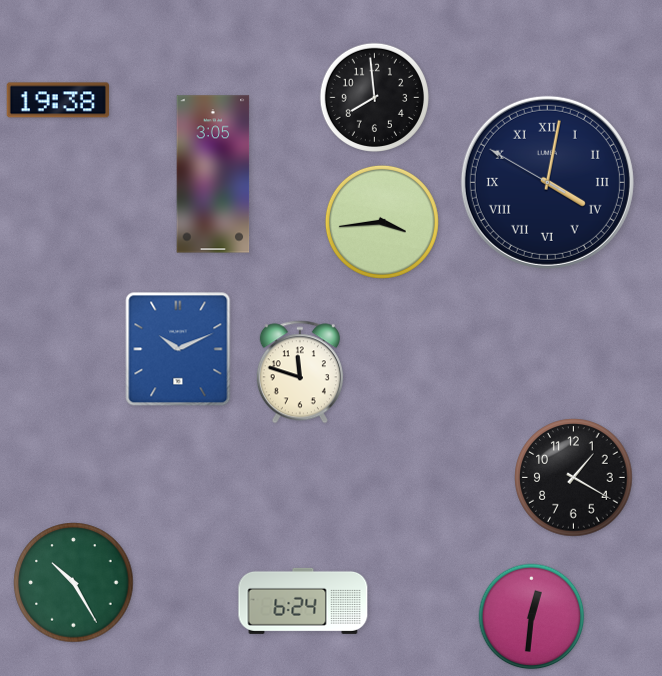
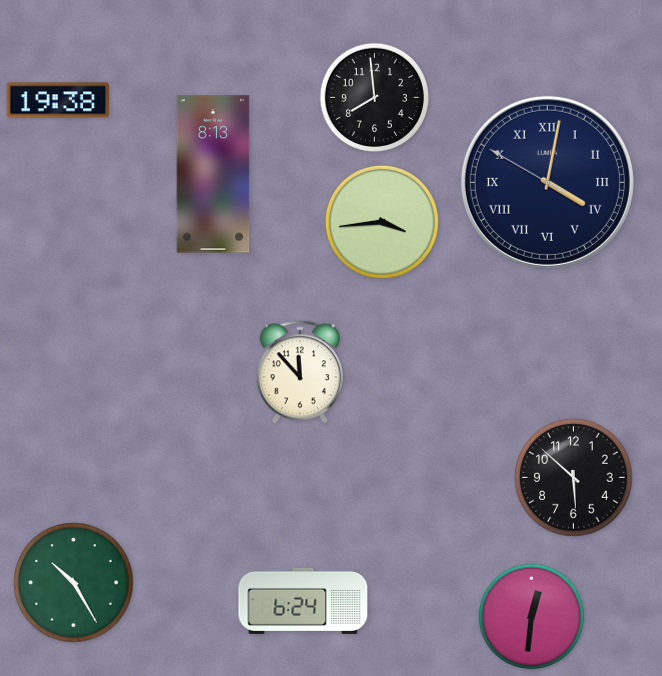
clock at (213, 174): 3:05 -> 8:13
clock at (178, 349): 10:11 -> none
clock at (300, 372): 11:48 -> 11:53
clock at (574, 478): 1:20 -> 5:52
